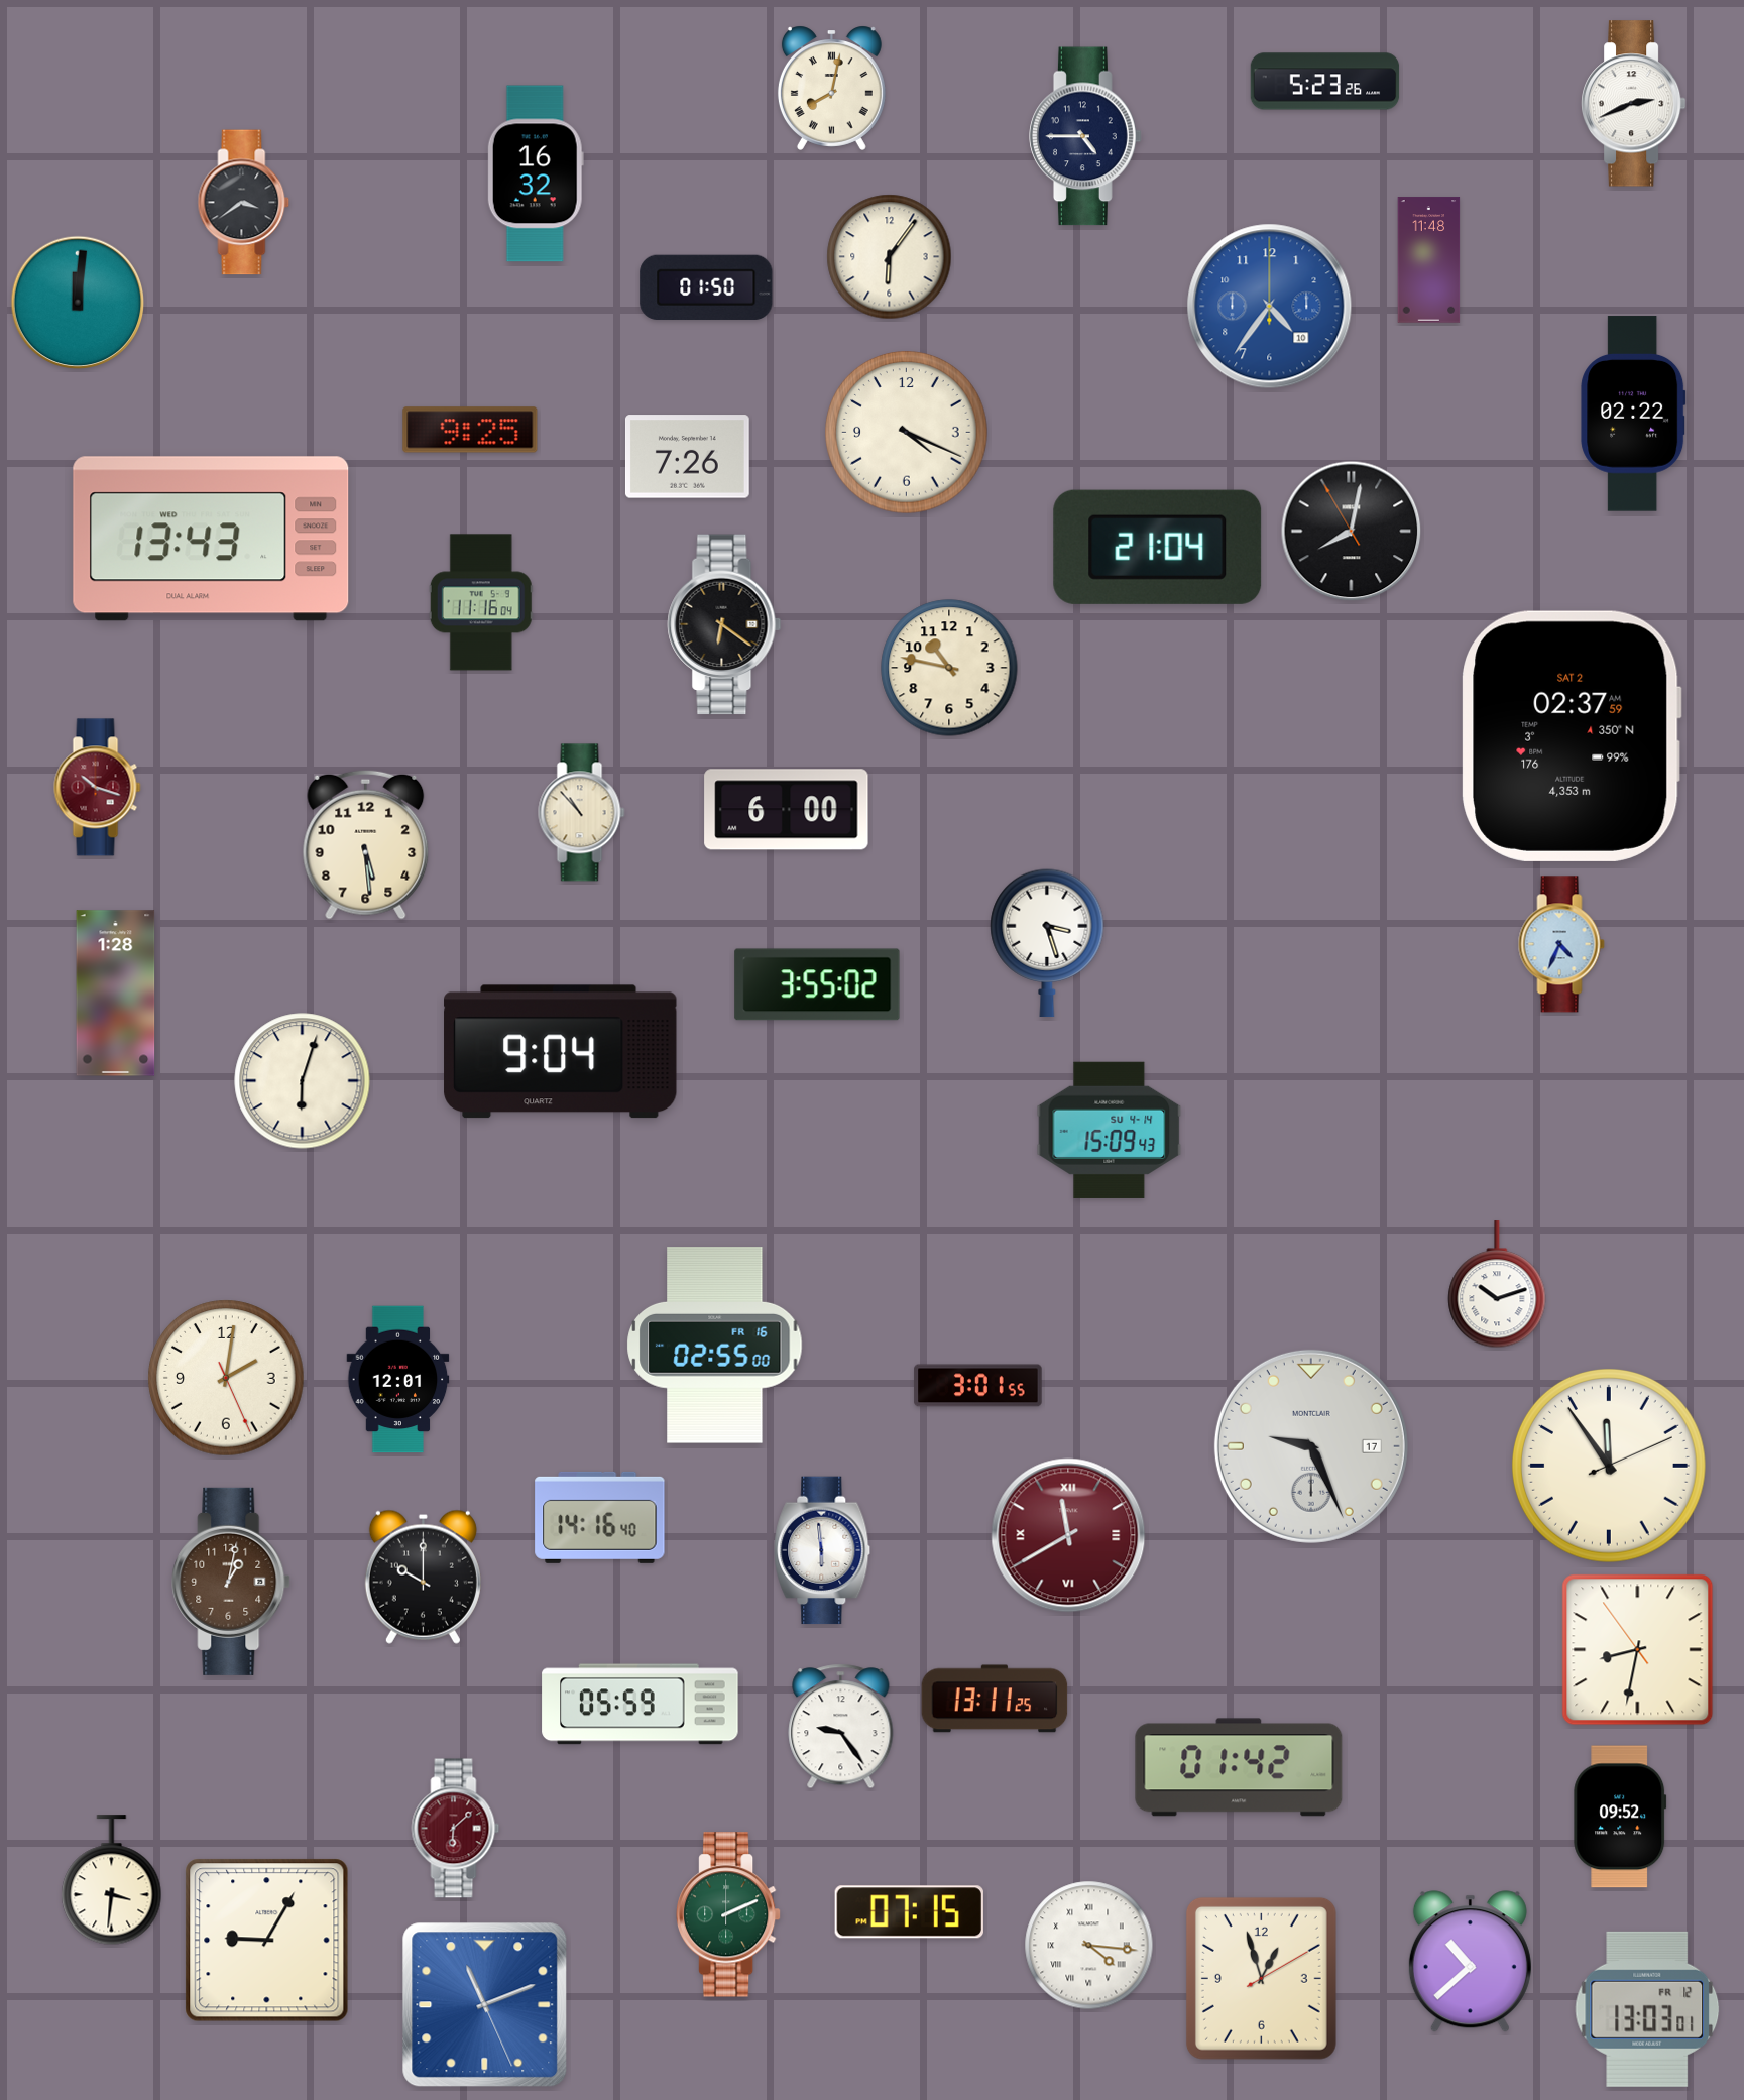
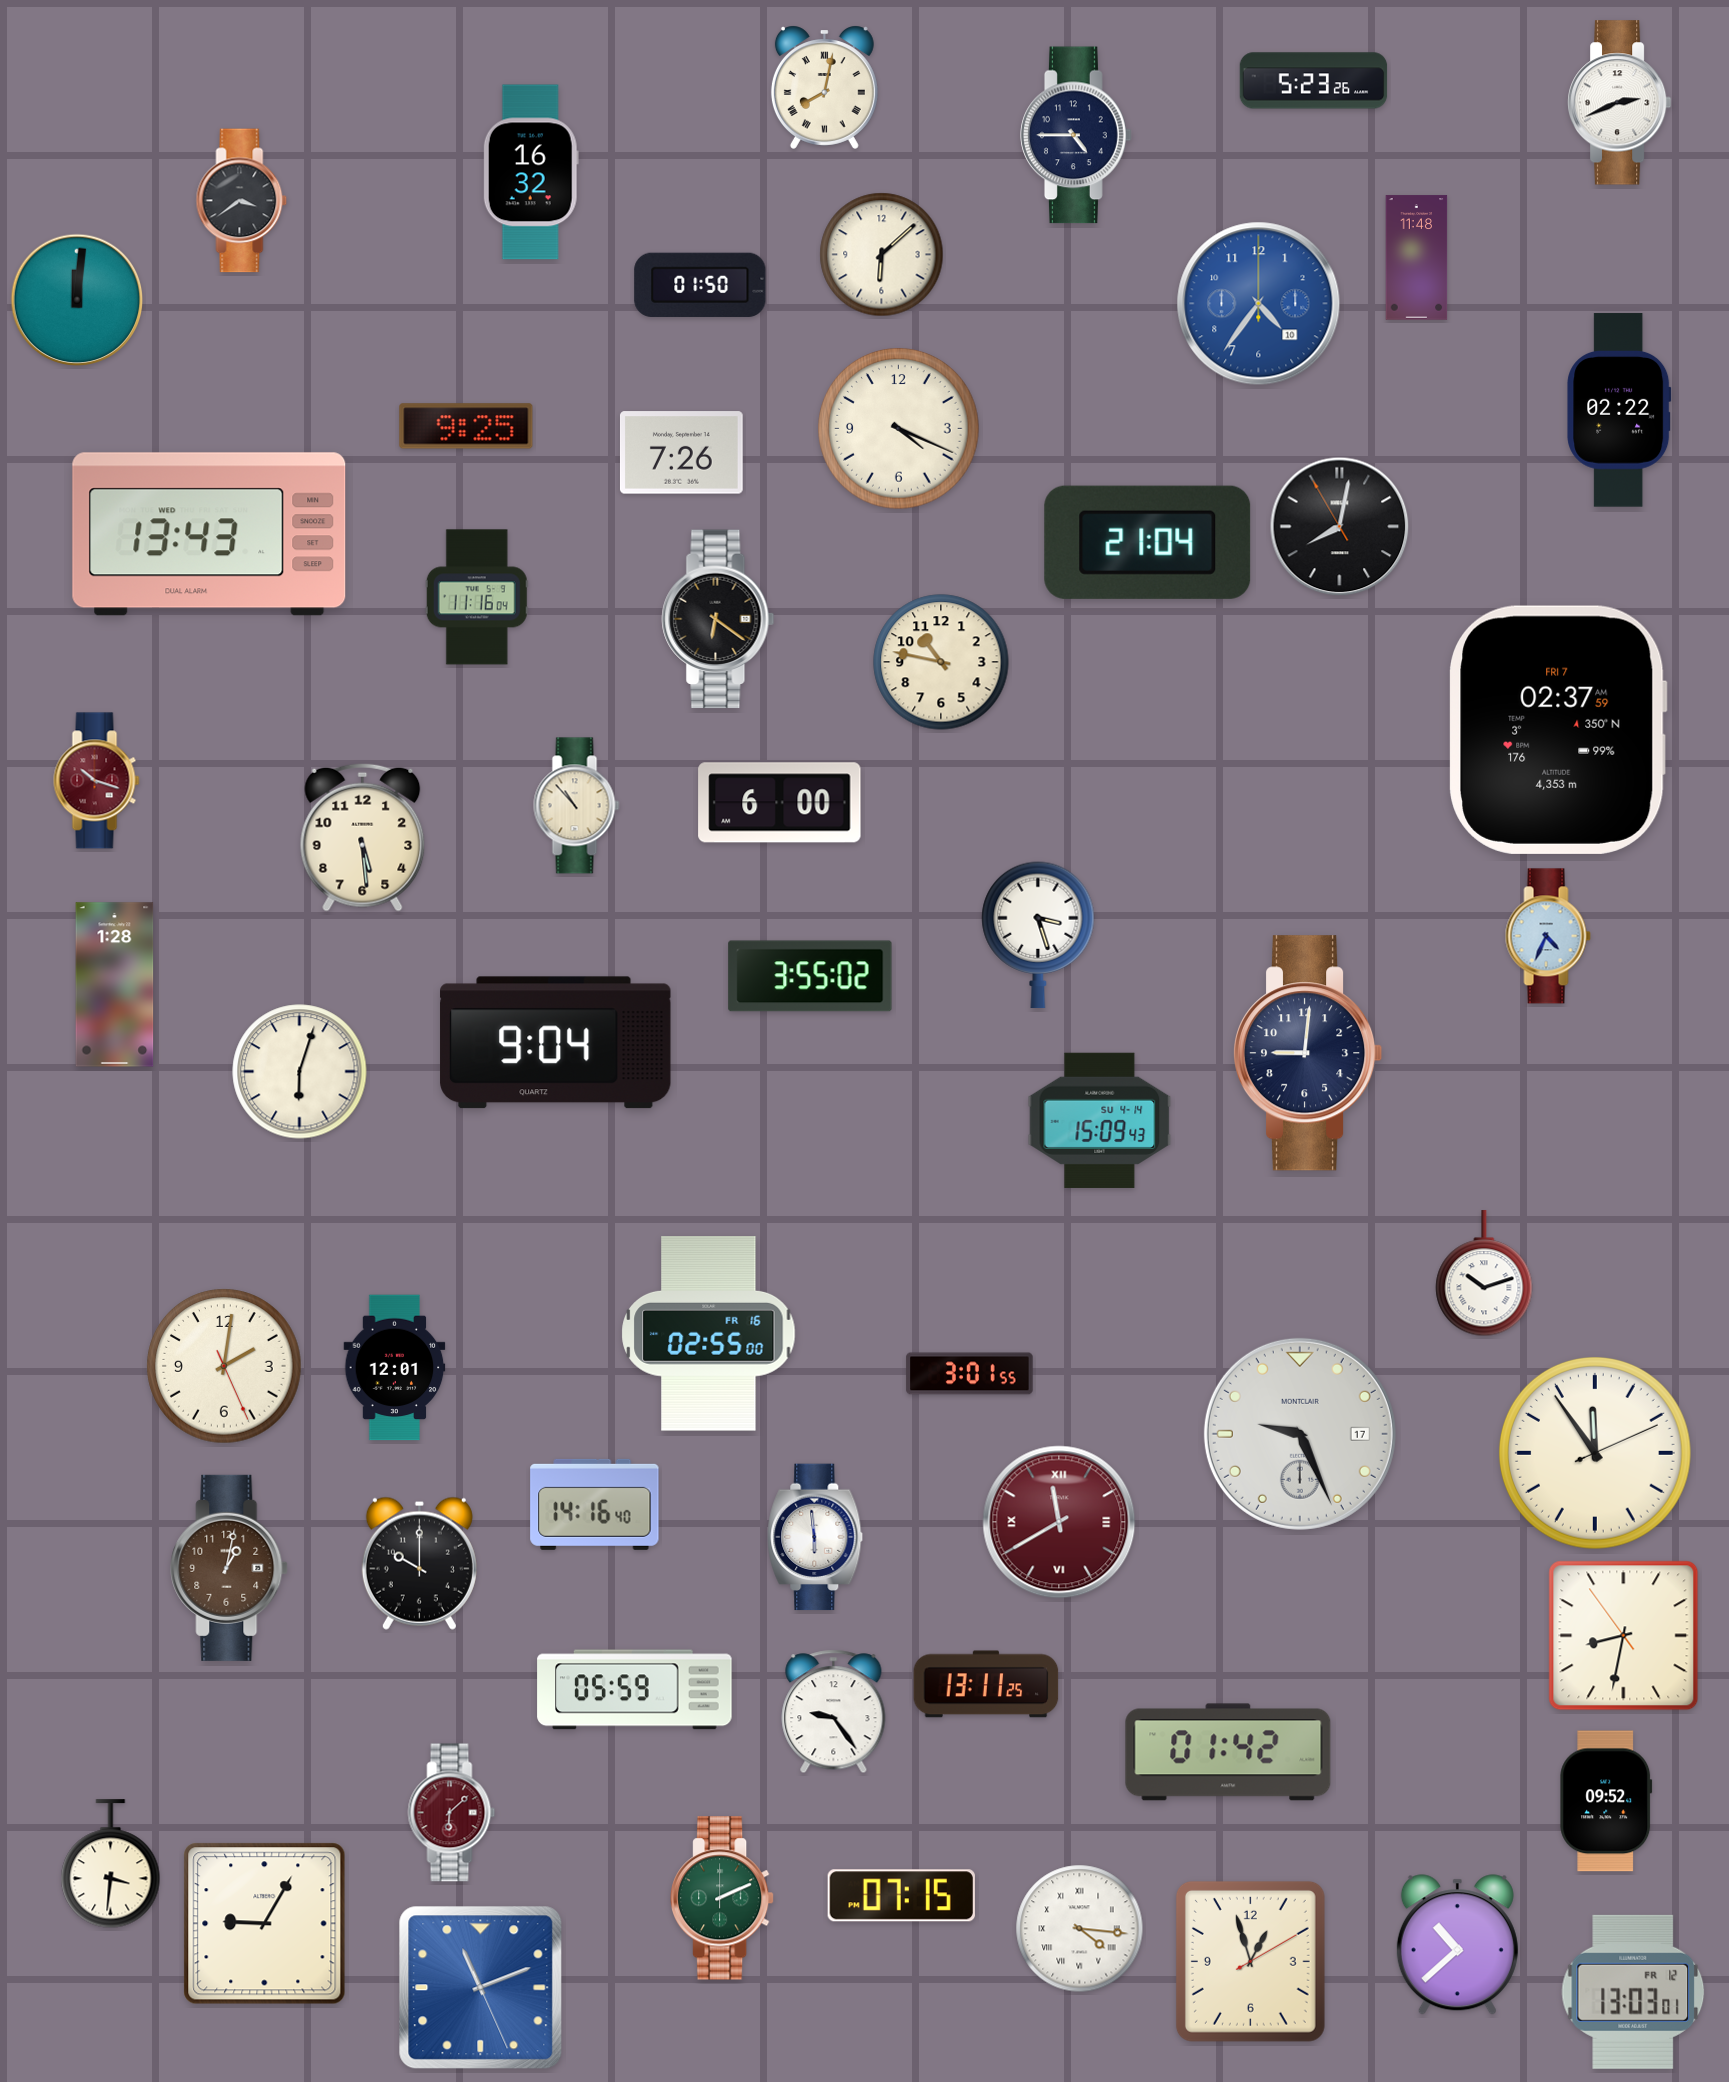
clock at (890, 257): 6:06 -> 6:08
clock at (1572, 736) date: SAT 2 -> FRI 7
clock at (1309, 1053): none -> 9:01
